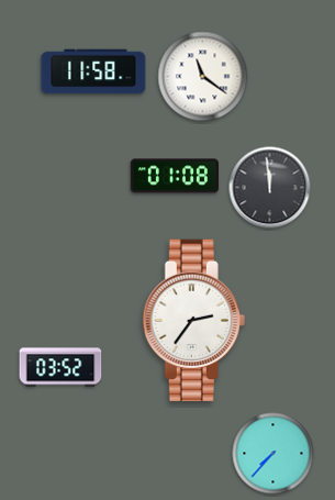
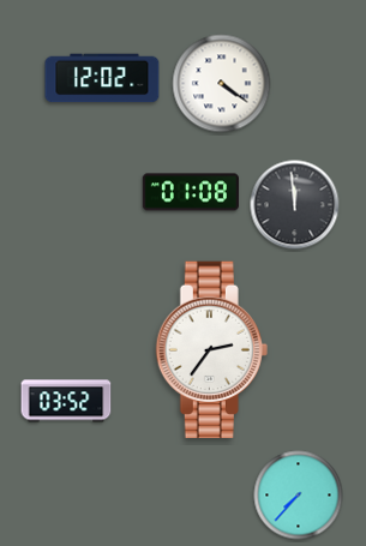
clock at (93, 71): 11:58 -> 12:02
clock at (203, 77): 11:21 -> 4:21
